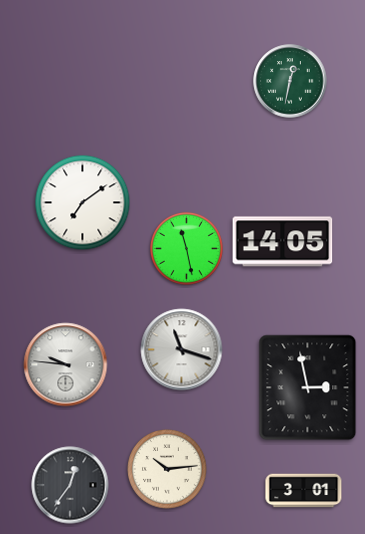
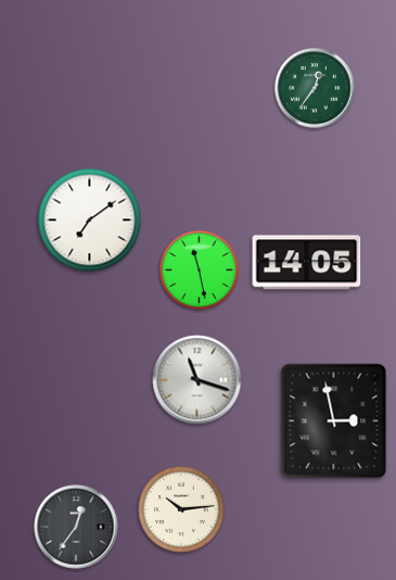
clock at (290, 81): 12:32 -> 12:36
clock at (186, 248) position: (186, 248) -> (199, 269)
clock at (66, 365): 9:46 -> none
clock at (304, 491): 3:01 -> none
